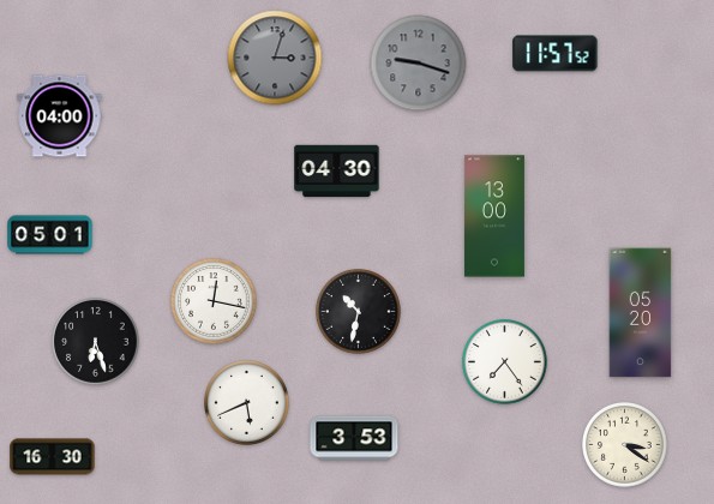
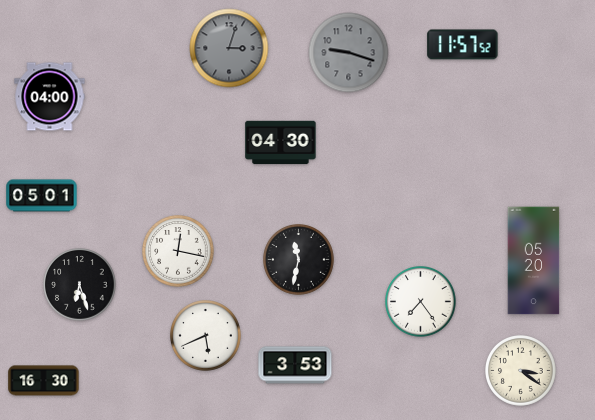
clock at (494, 216): 13:00 -> none
clock at (359, 312): 10:32 -> 11:32
